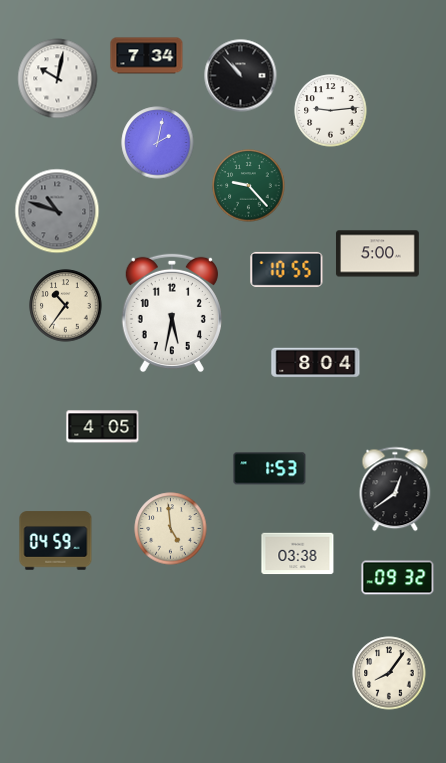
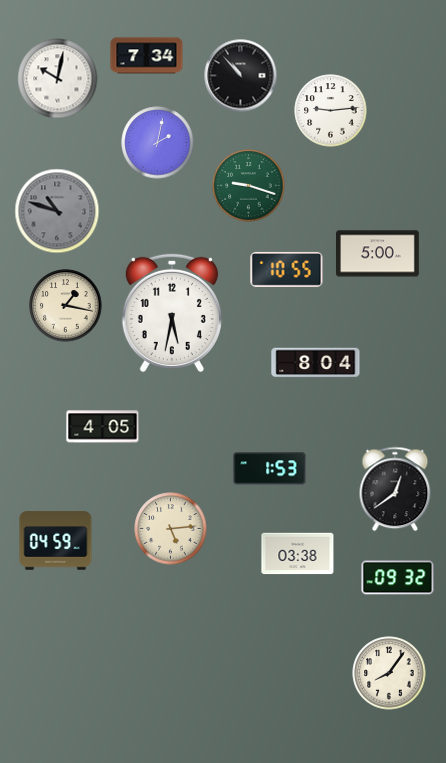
clock at (249, 186): 9:23 -> 9:18
clock at (66, 306): 10:36 -> 1:17
clock at (171, 529): 4:59 -> 5:14
